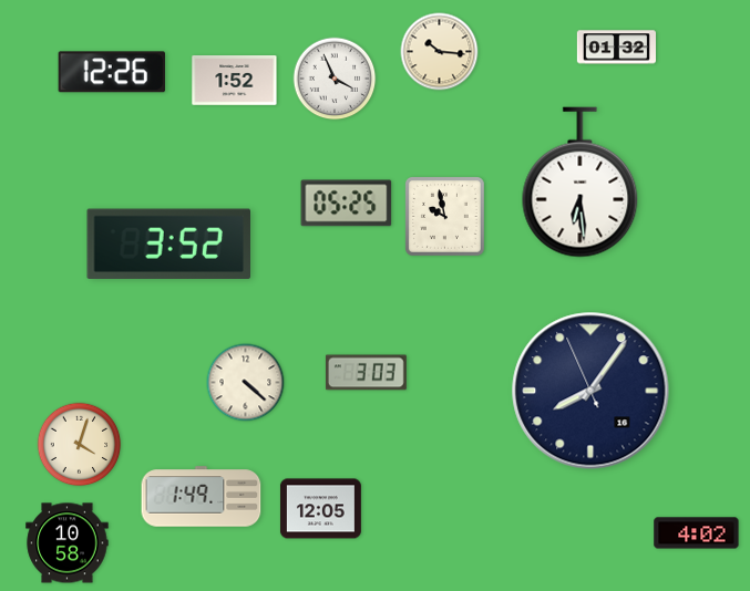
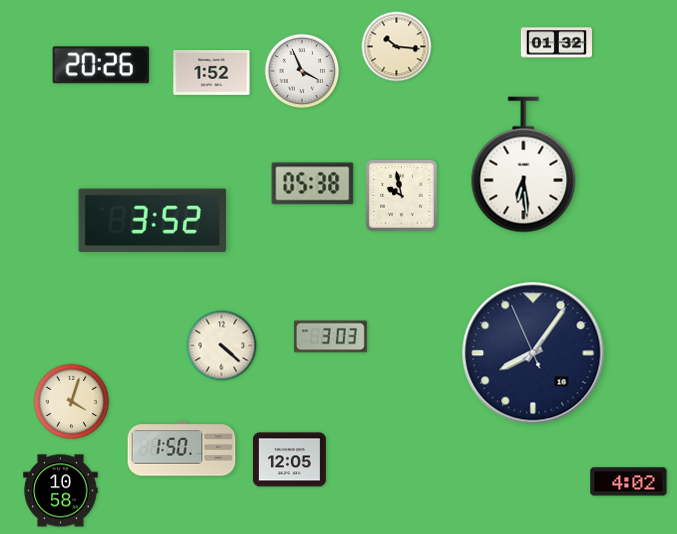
clock at (112, 72): 12:26 -> 20:26
clock at (347, 204): 05:25 -> 05:38
clock at (202, 497): 1:49 -> 1:50
